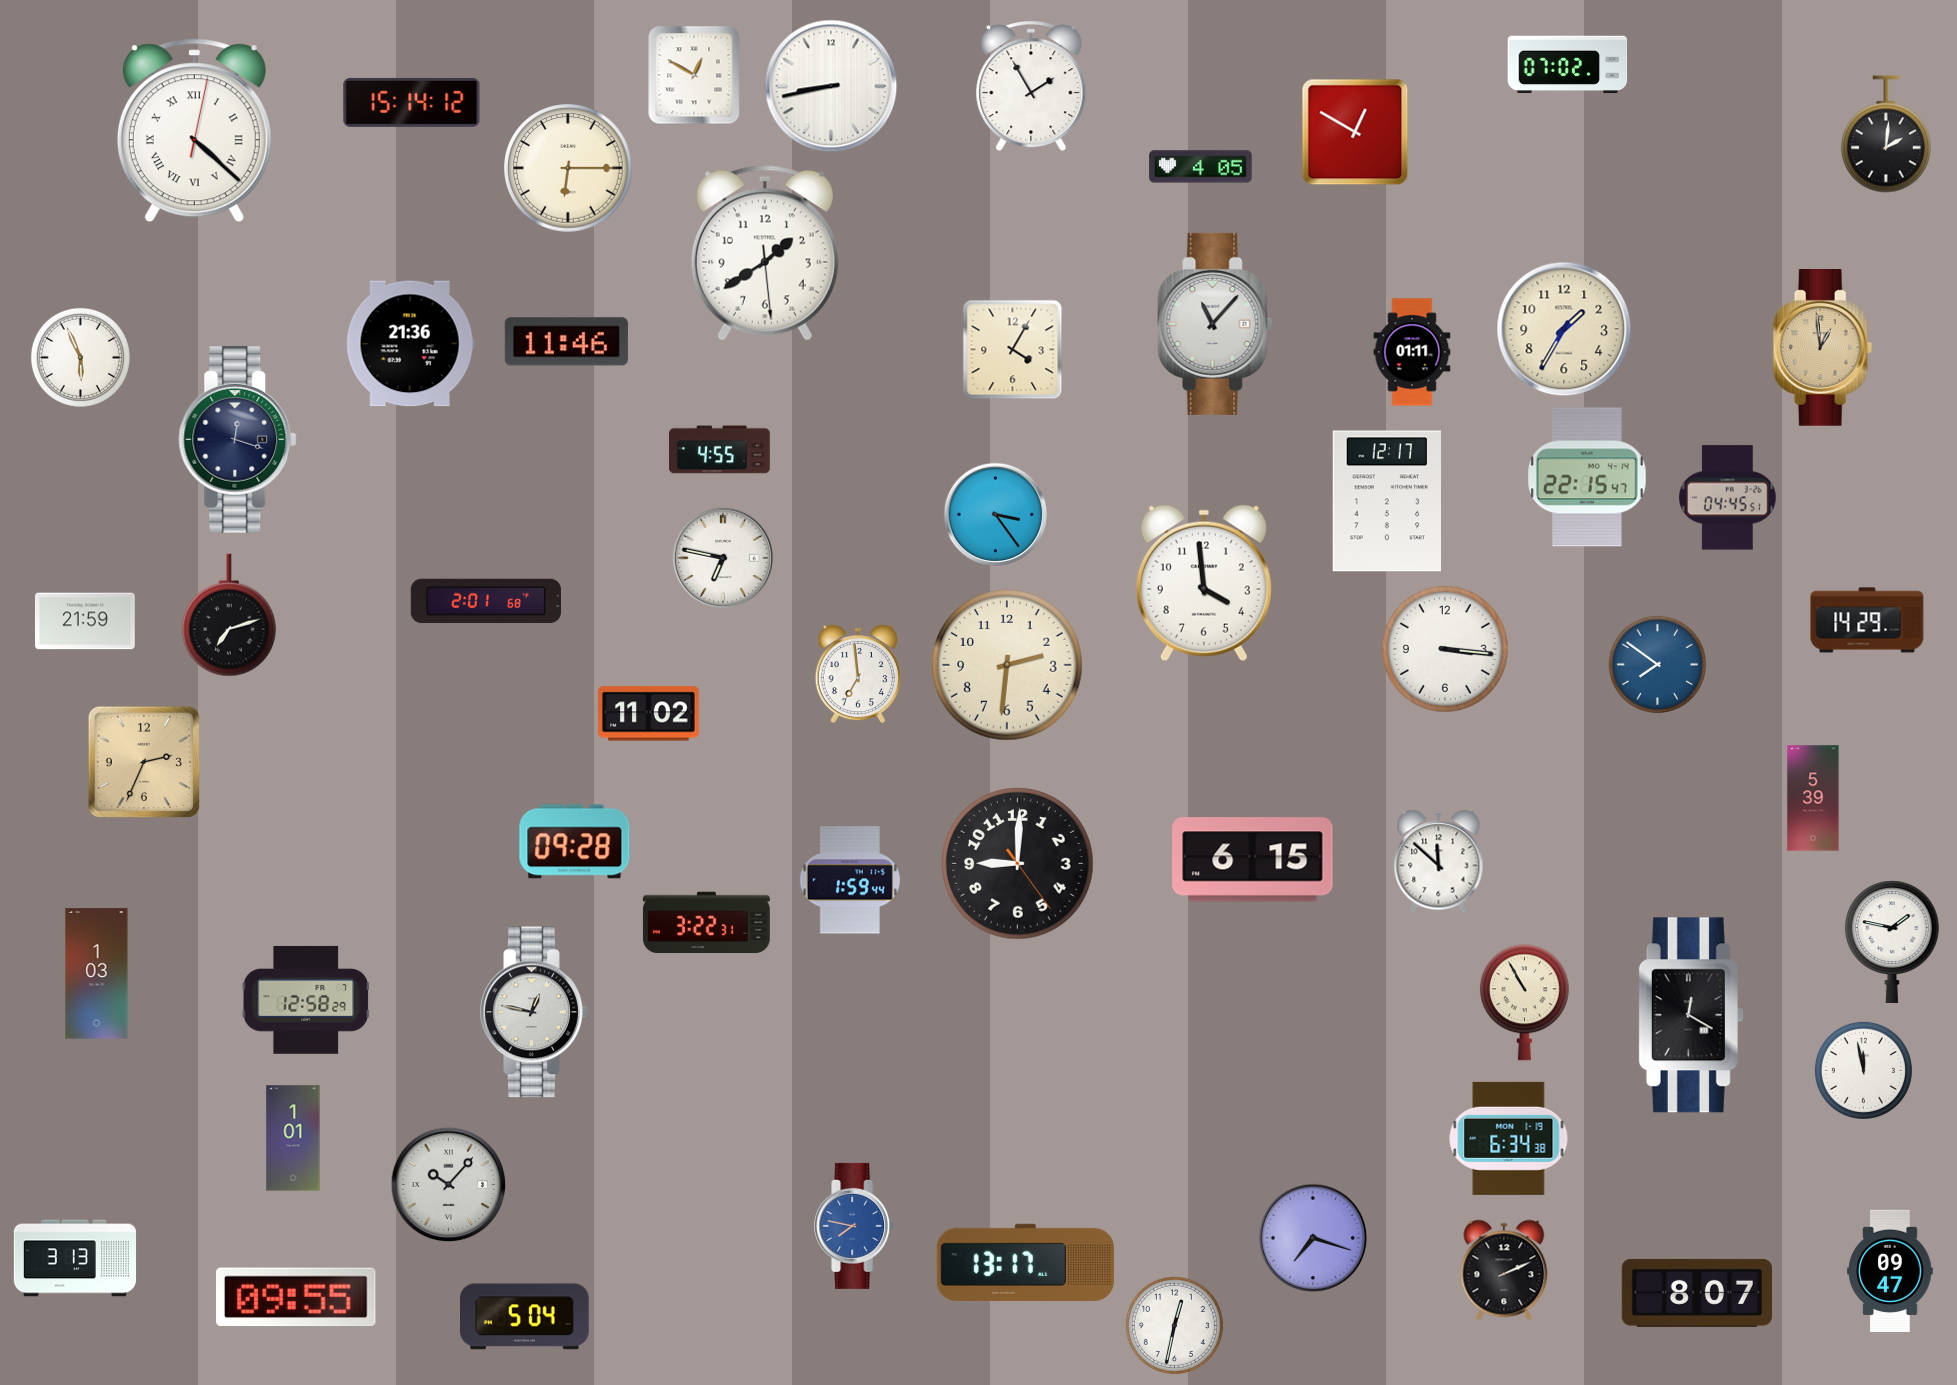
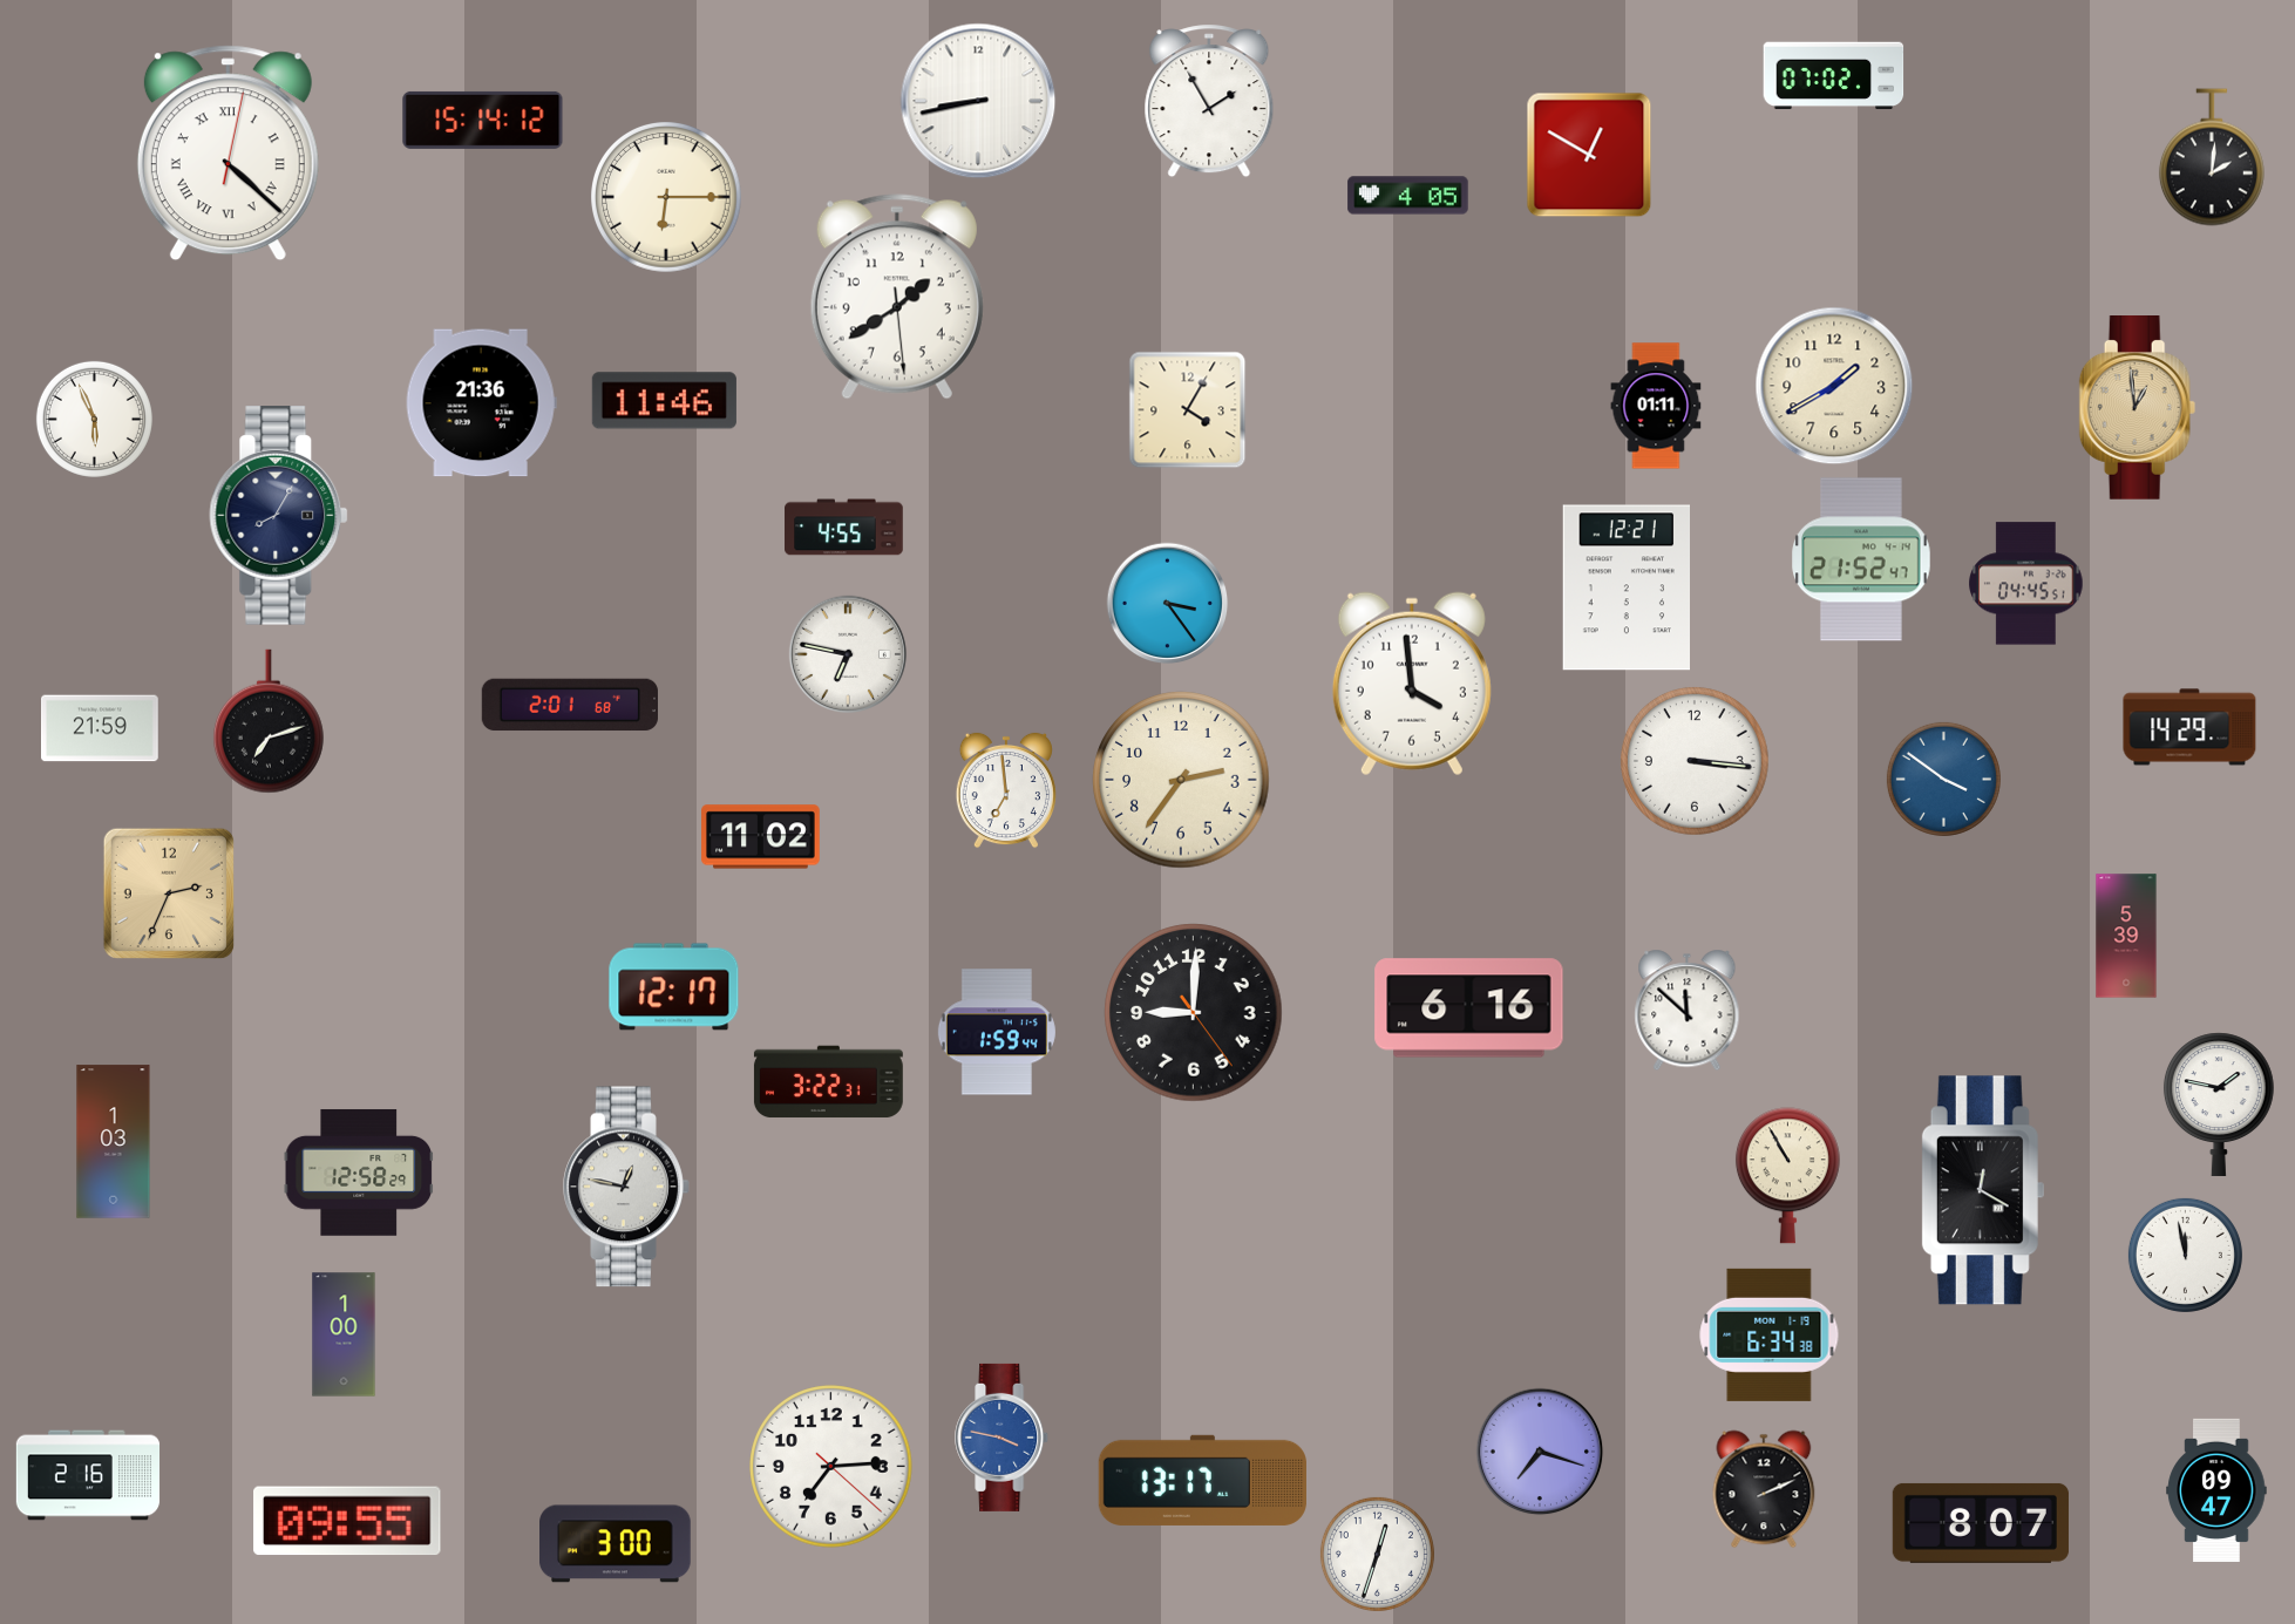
clock at (1568, 65) position: (1568, 65) -> (1834, 76)
clock at (694, 75): 12:50 -> none
clock at (831, 86) position: (831, 86) -> (978, 101)
clock at (1215, 324): 11:07 -> none
clock at (1564, 329): 1:35 -> 1:40
clock at (1412, 352) position: (1412, 352) -> (1656, 406)
clock at (238, 440): 12:18 -> 8:05
clock at (1587, 477): 22:15 -> 21:52
clock at (1386, 501): 12:17 -> 12:21
clock at (1657, 664): 7:51 -> 3:51
clock at (1007, 665): 2:31 -> 2:36
clock at (575, 842): 09:28 -> 12:17
clock at (1253, 860): 6:15 -> 6:16
clock at (293, 1138): 1:01 -> 1:00
clock at (449, 1185): 10:07 -> none
clock at (855, 1226): 7:47 -> 3:47
clock at (831, 1467): none -> 7:14
clock at (75, 1258): 3:13 -> 2:16
clock at (1697, 1293) position: (1697, 1293) -> (1981, 1523)
clock at (525, 1317): 5:04 -> 3:00
clock at (1174, 1325): 12:32 -> 12:33
